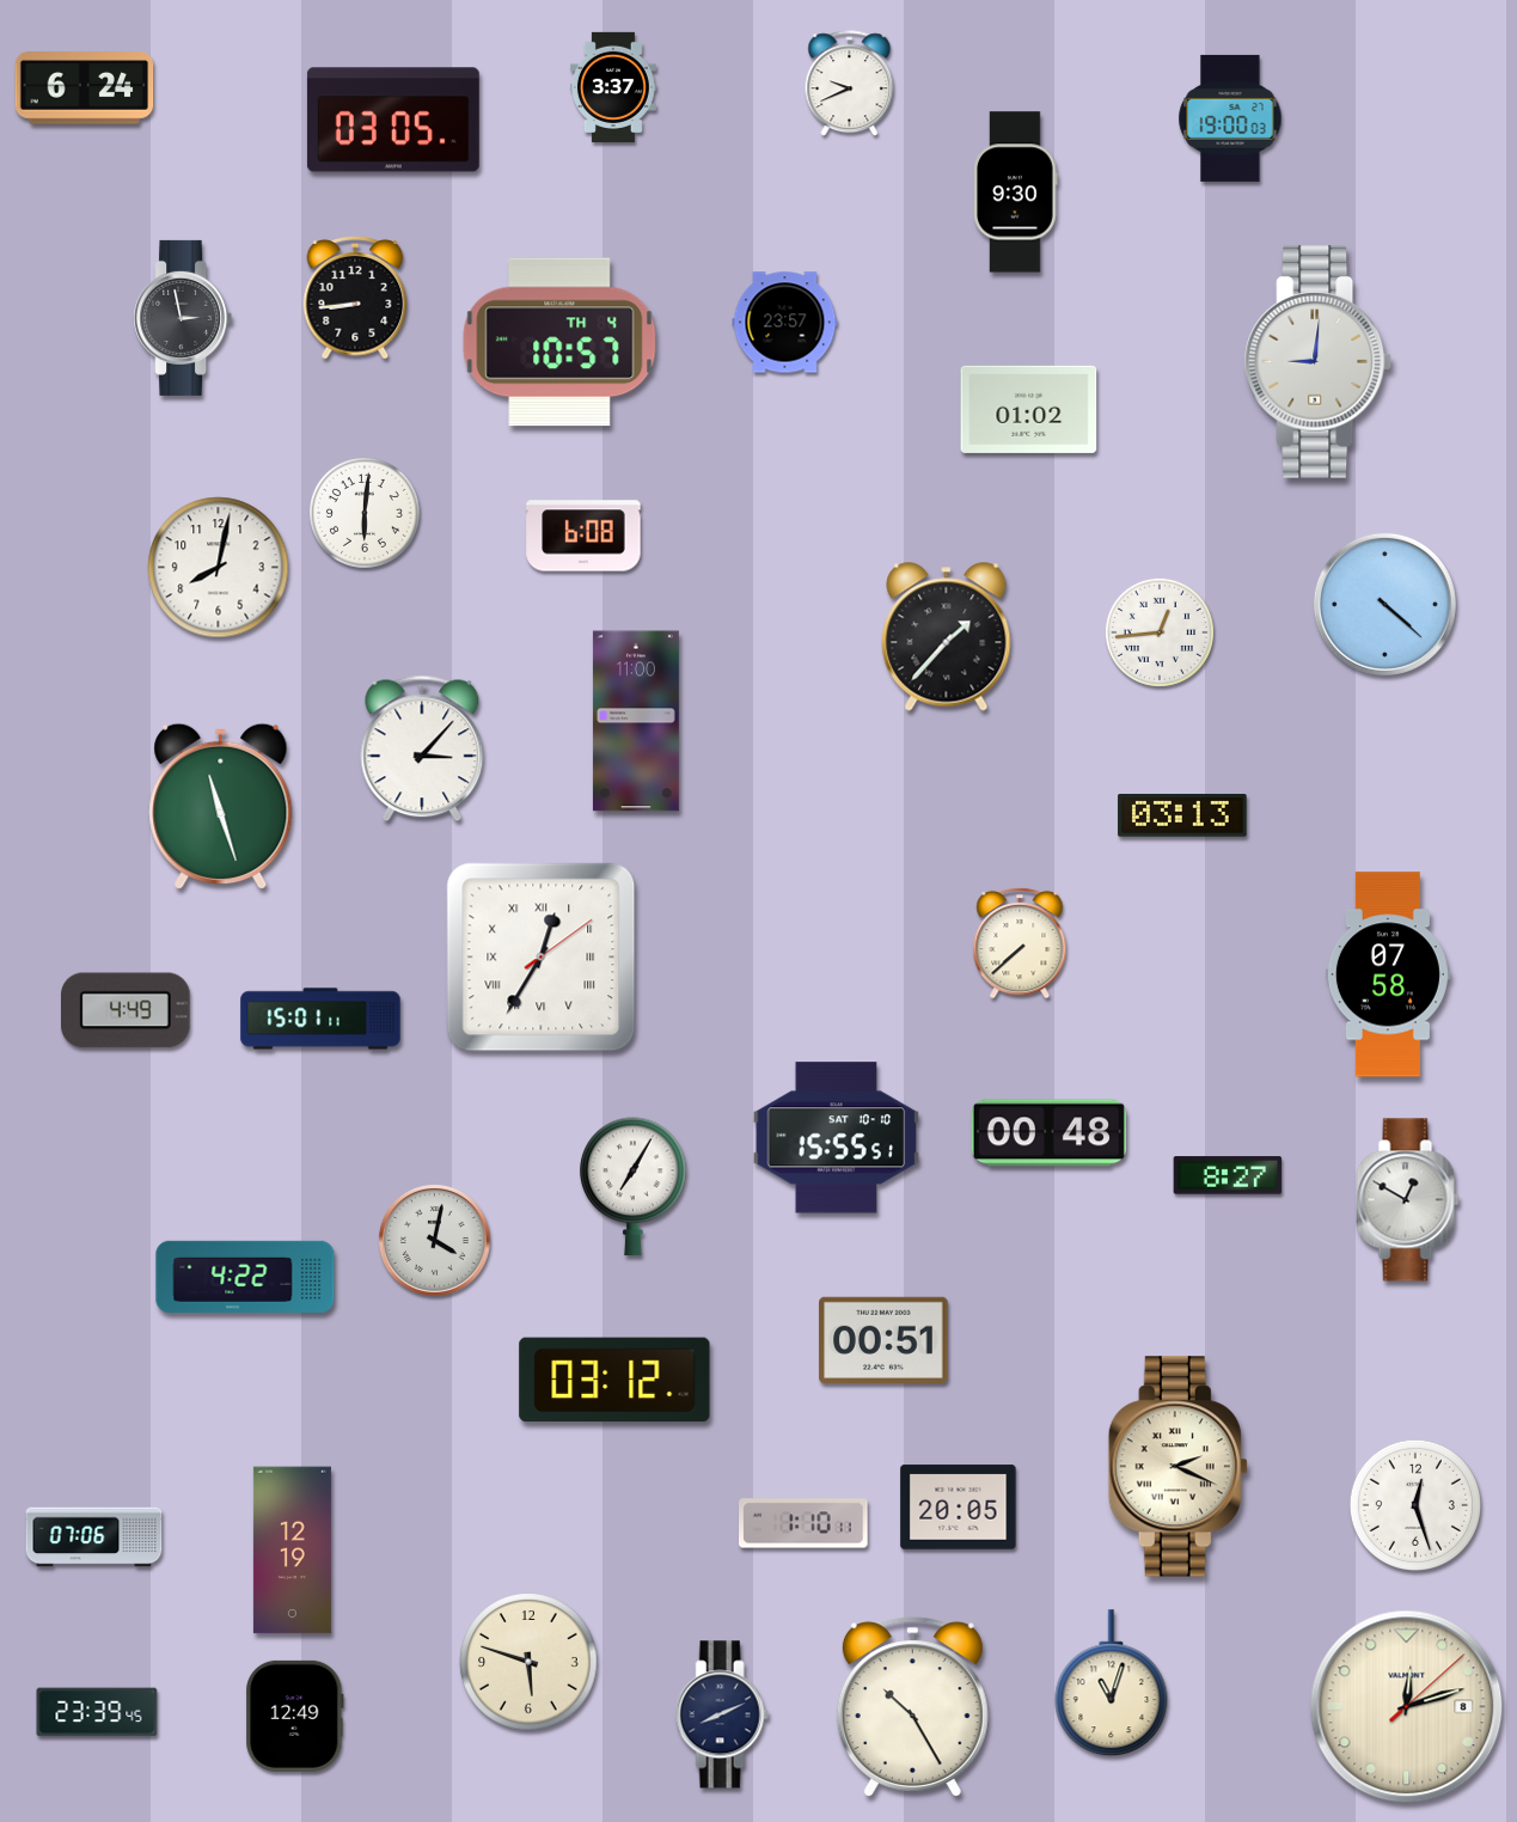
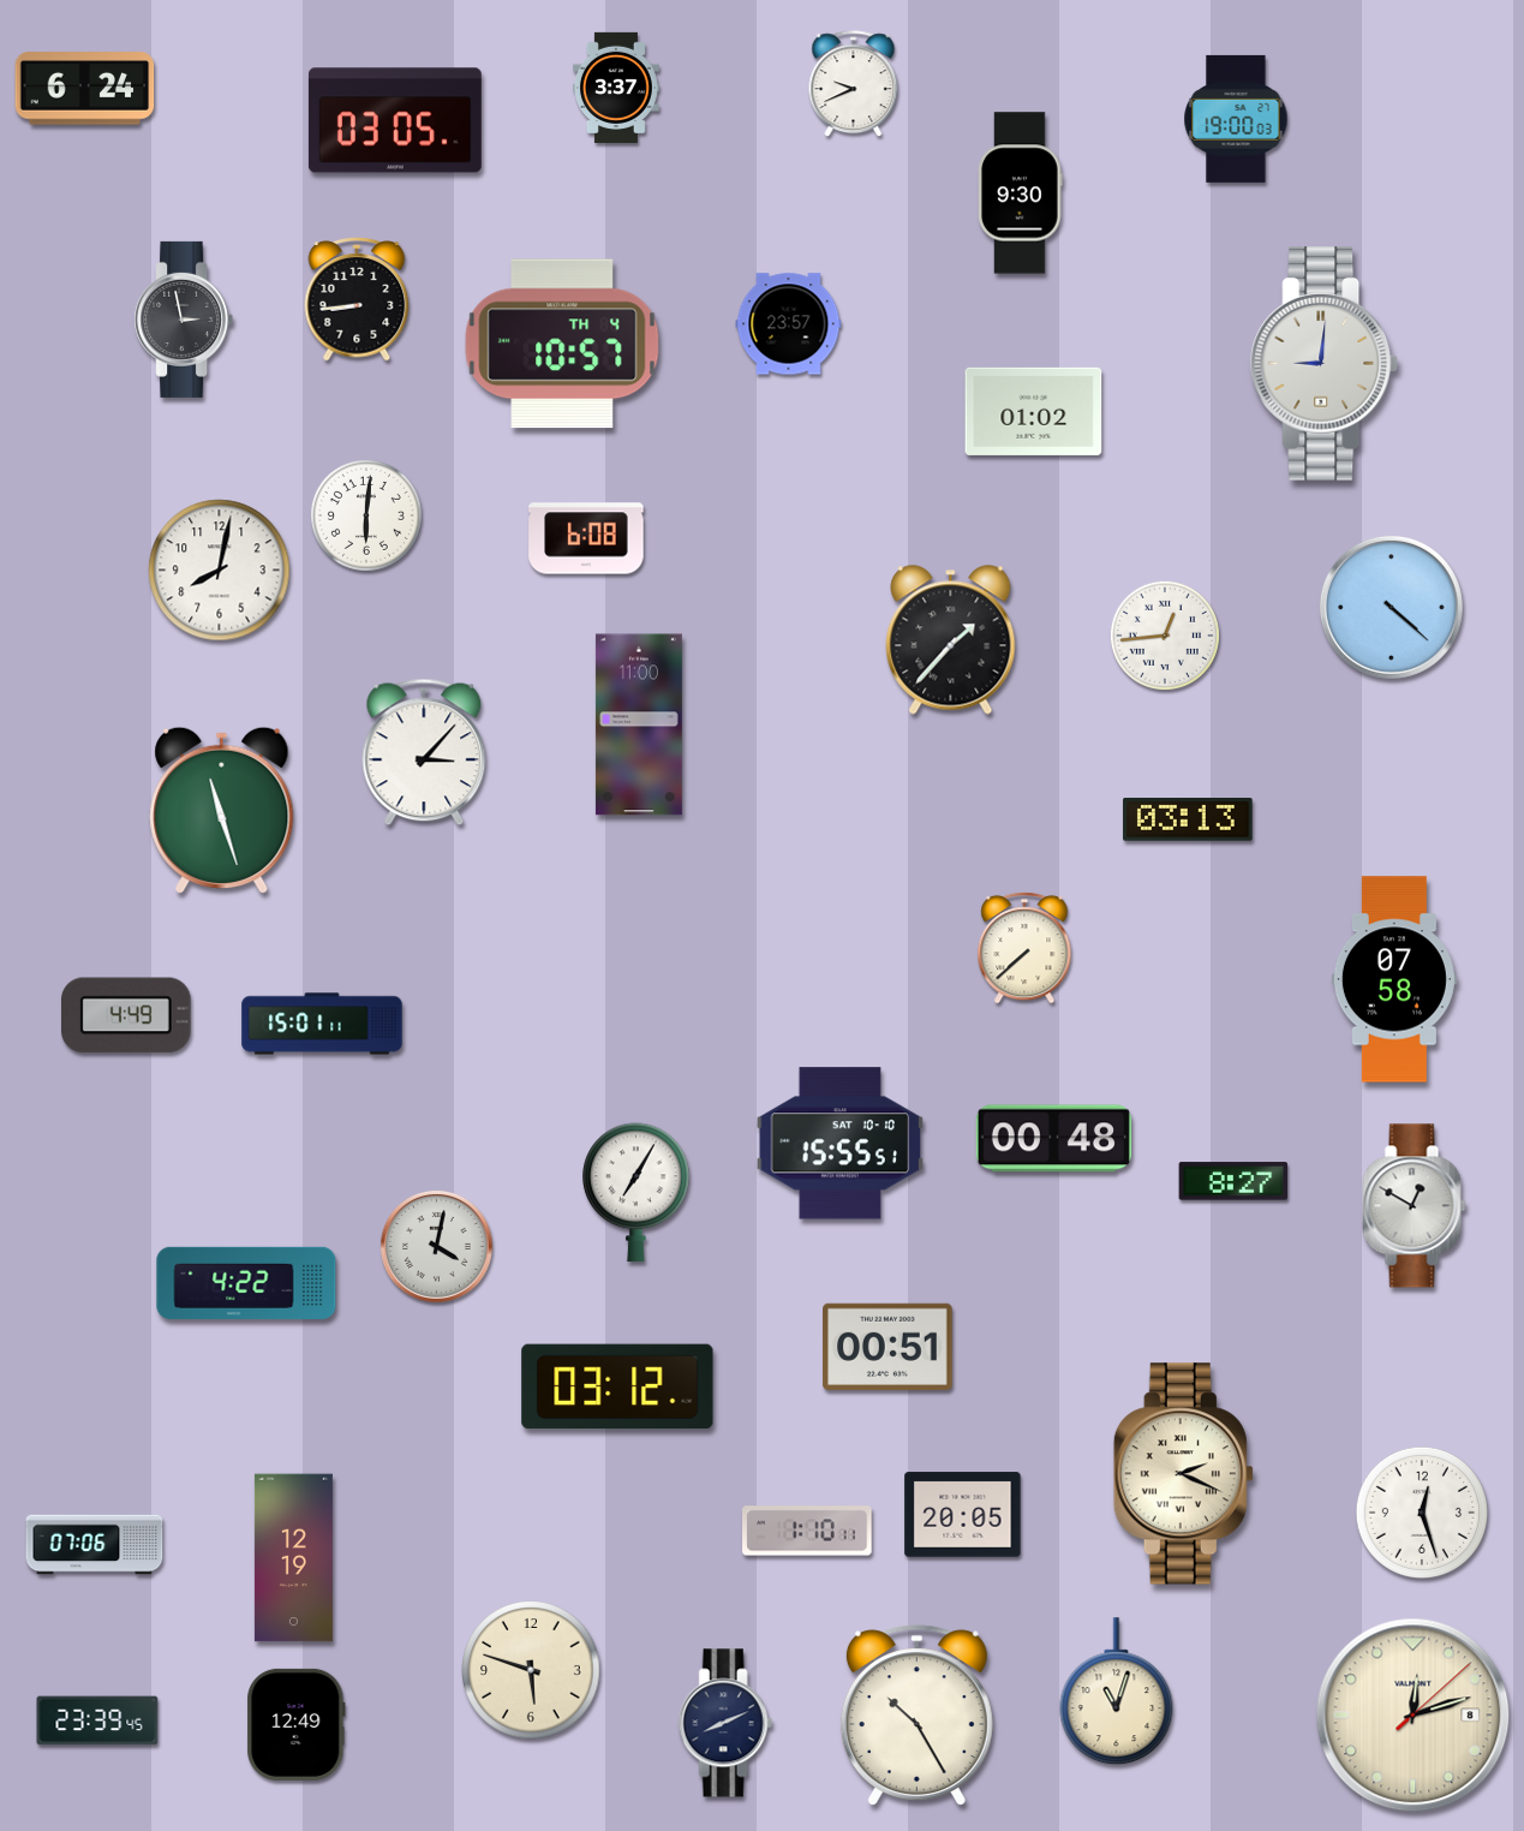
clock at (542, 958): 12:35 -> none
